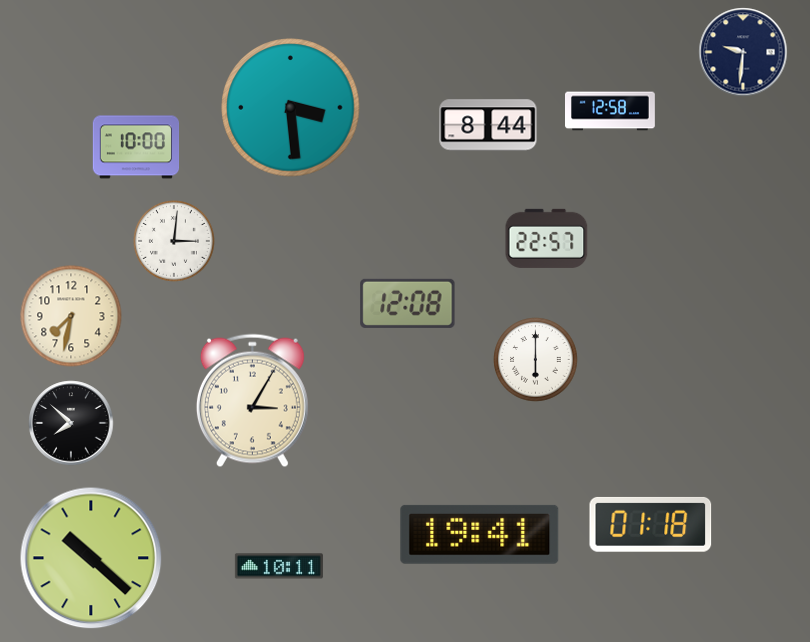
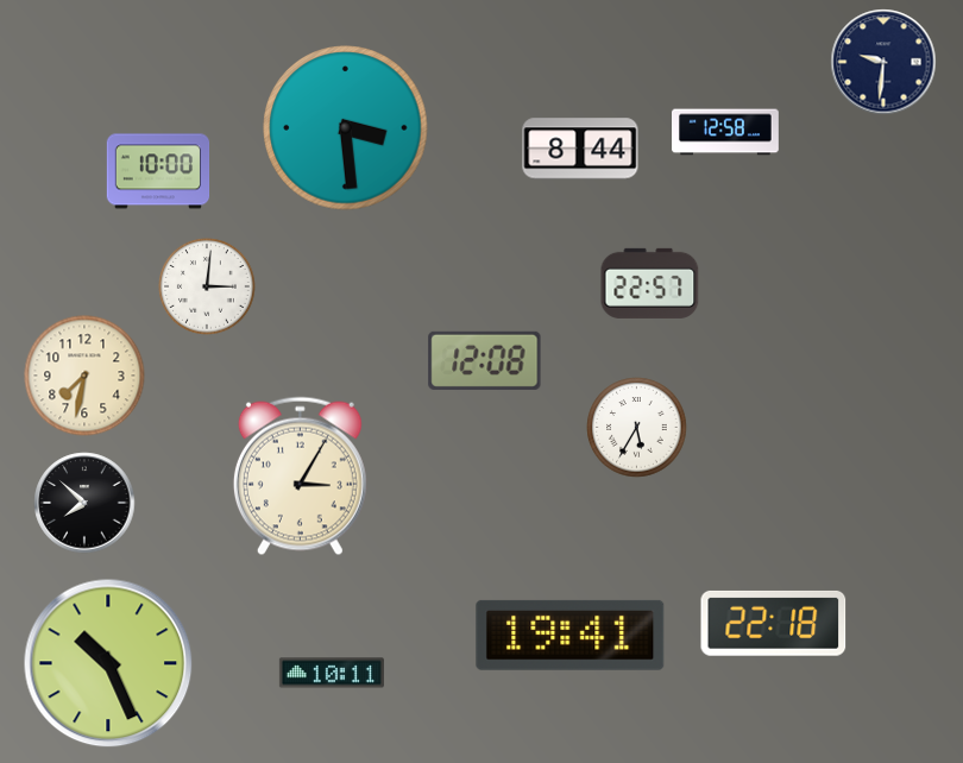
clock at (136, 147) position: (136, 147) -> (158, 171)
clock at (536, 360): 6:00 -> 5:35
clock at (651, 524): 01:18 -> 22:18
clock at (91, 558): 10:22 -> 10:26
